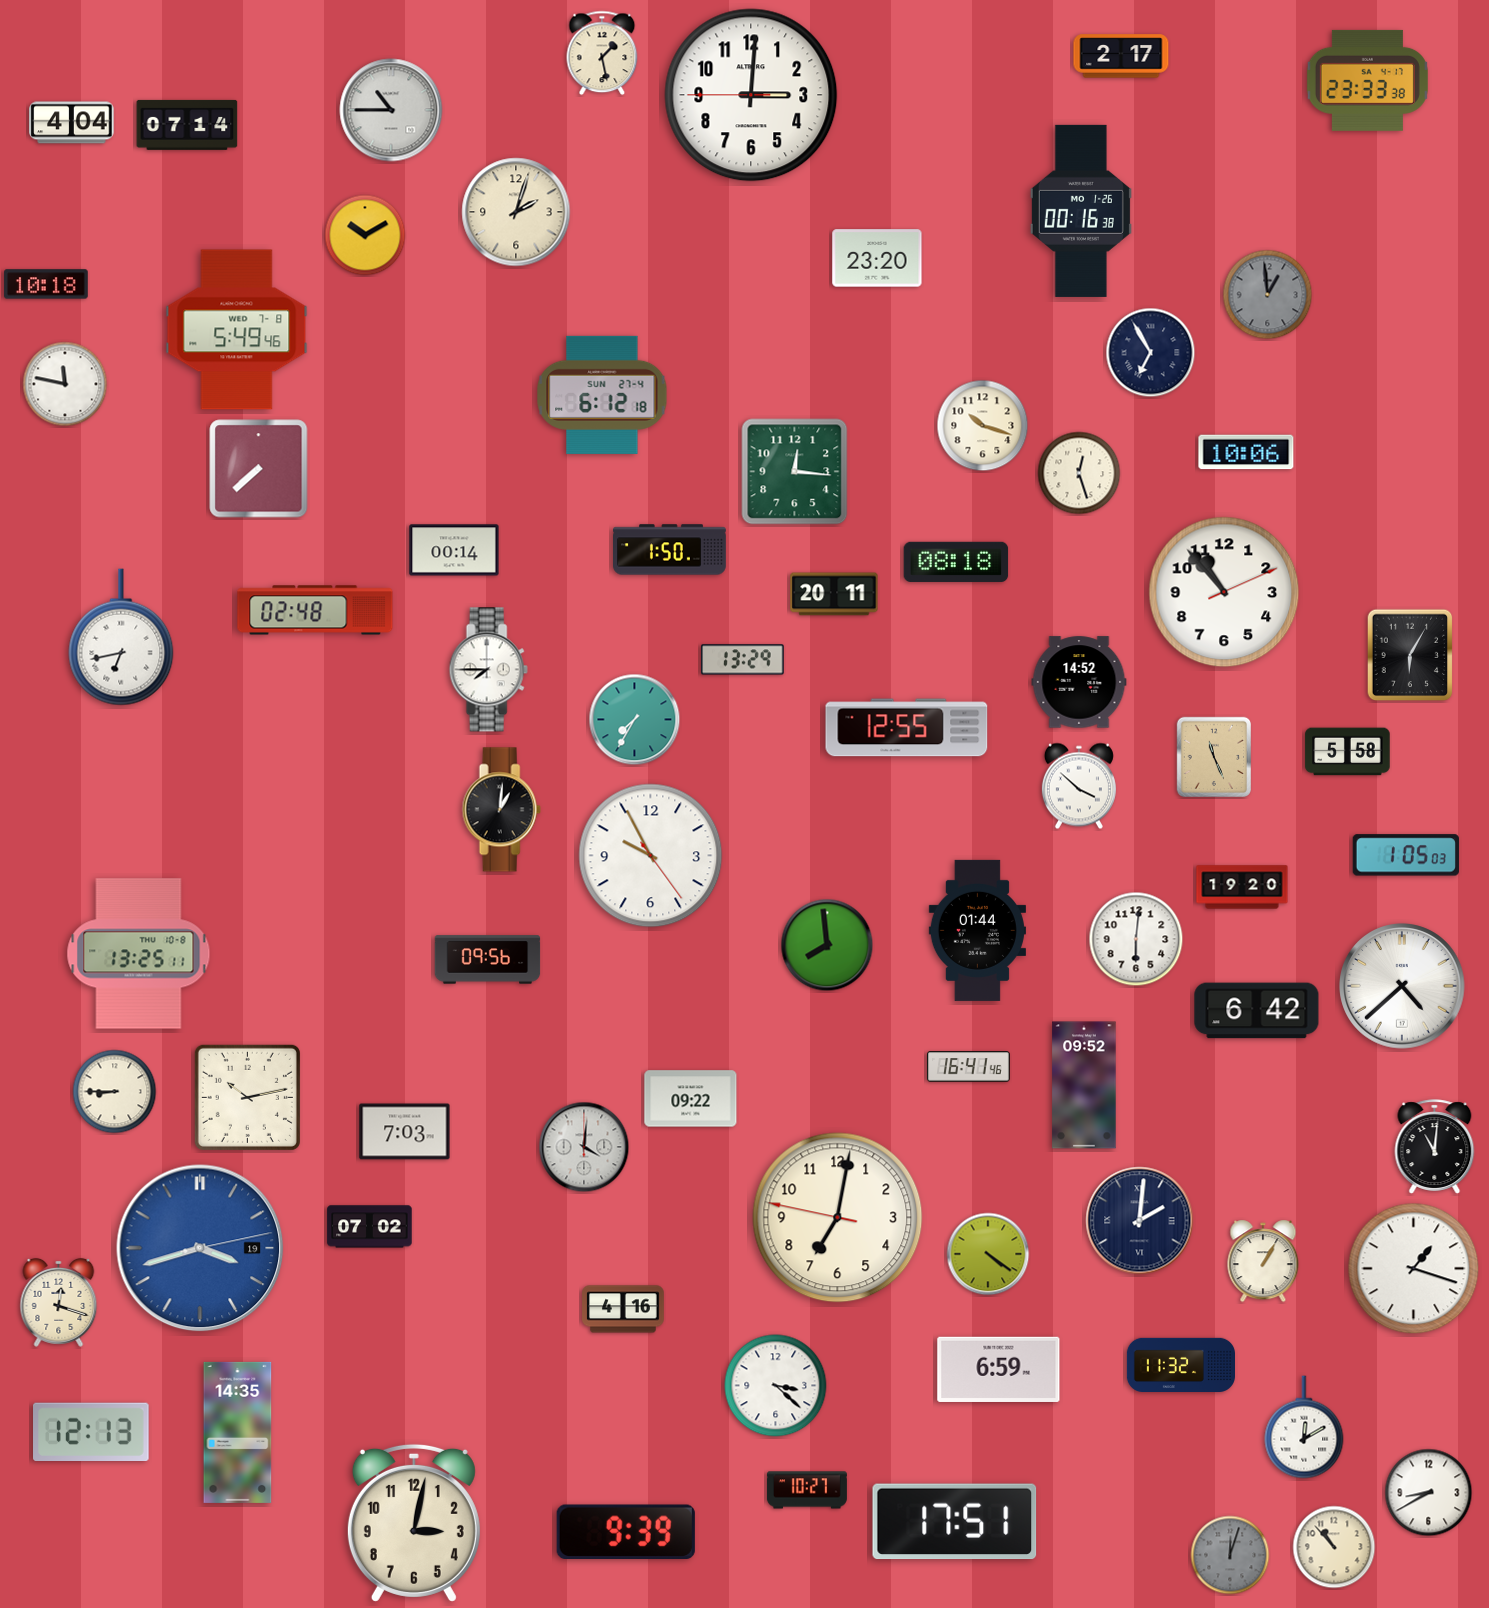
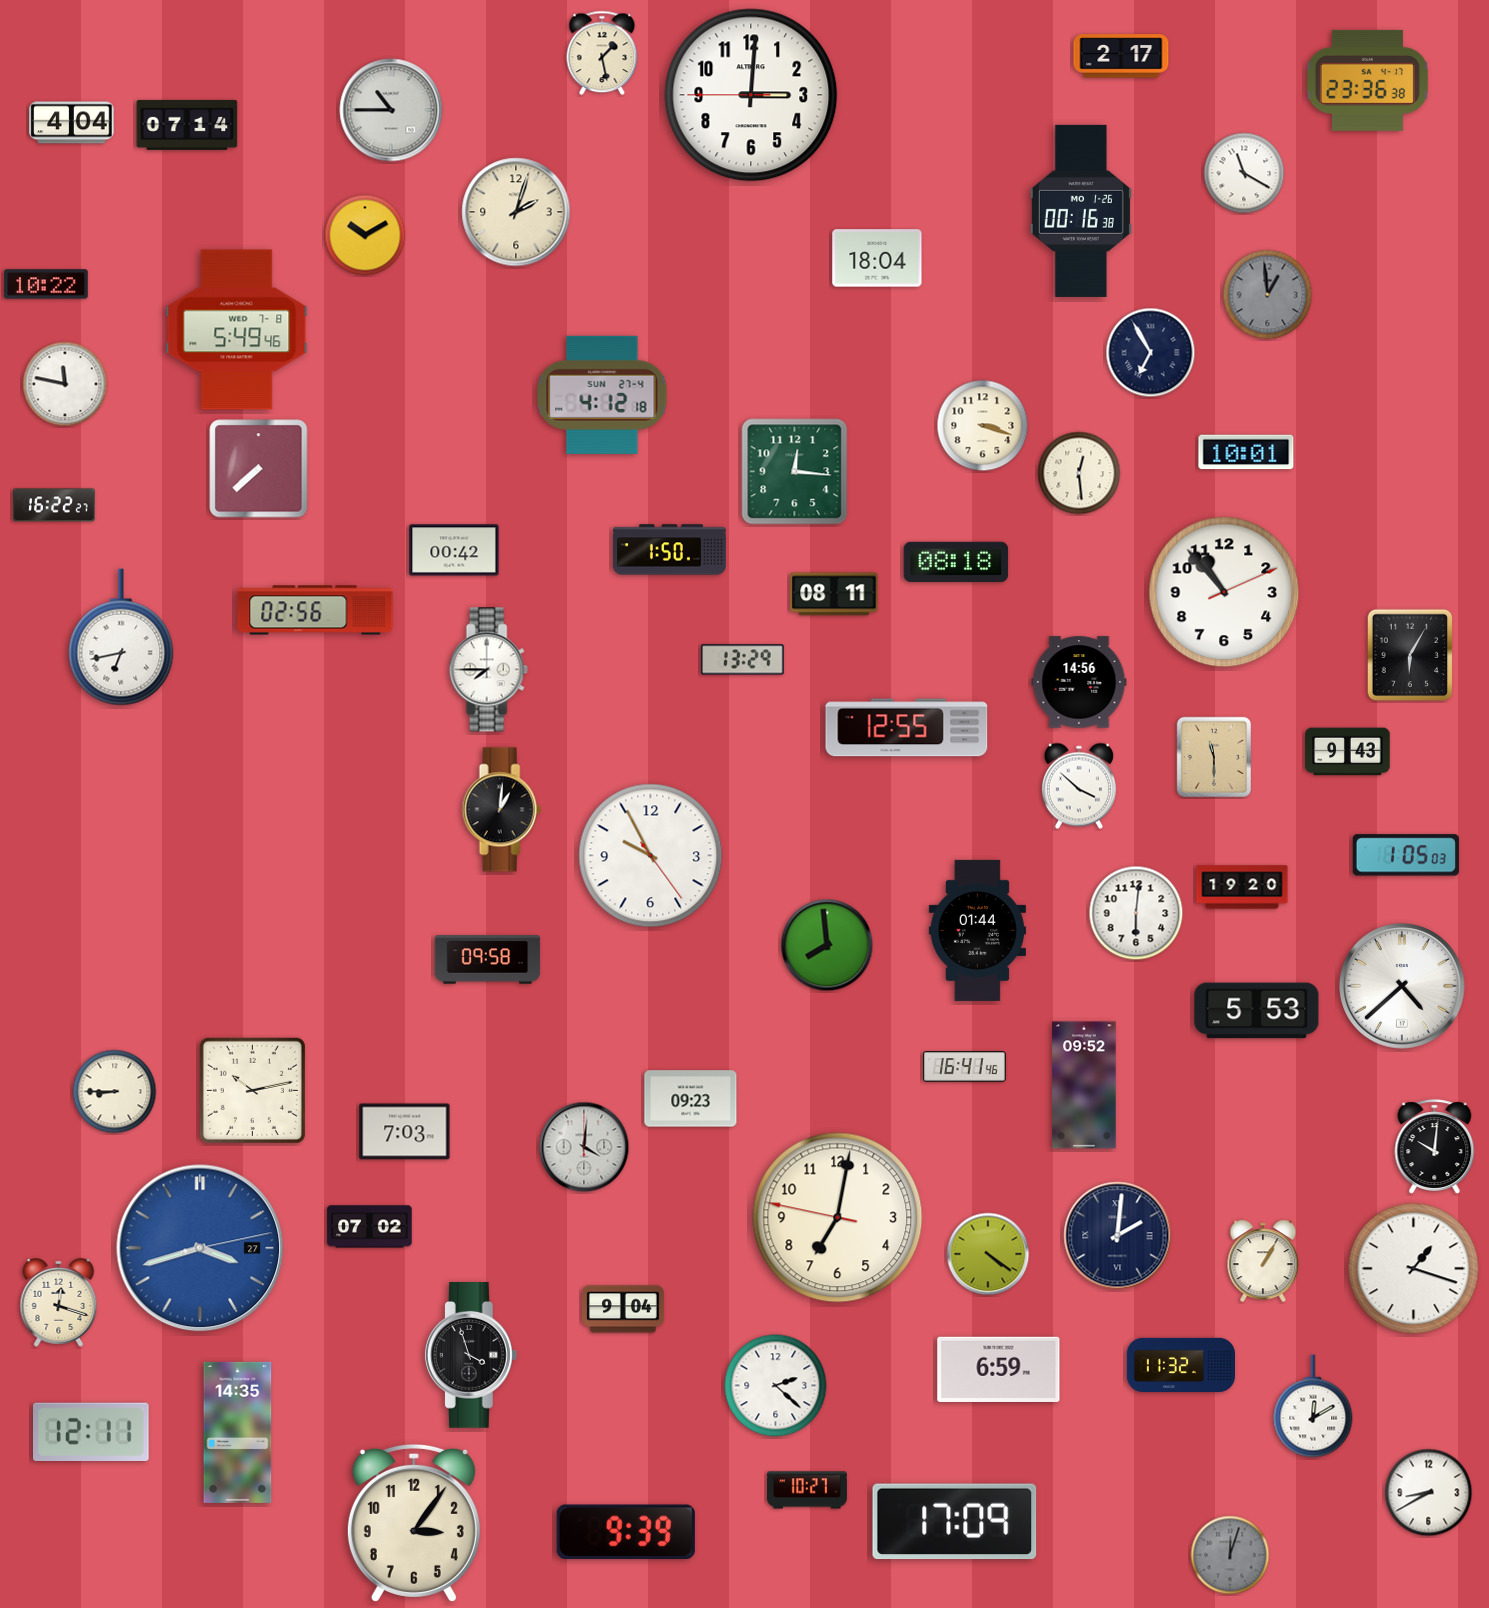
clock at (1367, 80): 23:33 -> 23:36
clock at (1244, 173): none -> 11:20
clock at (877, 258): 23:20 -> 18:04
clock at (46, 284): 10:18 -> 10:22
clock at (602, 395): 6:12 -> 4:12
clock at (983, 426): 10:18 -> 3:18
clock at (1246, 452): 10:06 -> 10:01
clock at (1079, 473): 12:27 -> 12:29
clock at (55, 505): none -> 16:22
clock at (454, 550): 00:14 -> 00:42
clock at (834, 594): 20:11 -> 08:11
clock at (315, 610): 02:48 -> 02:56
clock at (1079, 682): 14:52 -> 14:56
clock at (635, 720): 7:35 -> none
clock at (1348, 752): 5:58 -> 9:43
clock at (1213, 757): 11:26 -> 11:30
clock at (1136, 939) position: (1136, 939) -> (1136, 913)
clock at (139, 954): 13:25 -> none
clock at (488, 960): 09:56 -> 09:58
clock at (1257, 1011): 6:42 -> 5:53
clock at (969, 1067) position: (969, 1067) -> (965, 1067)
clock at (247, 1097) position: (247, 1097) -> (252, 1090)
clock at (691, 1099): 09:22 -> 09:23
clock at (1435, 1147): 11:01 -> 10:01
clock at (1140, 1221) position: (1140, 1221) -> (1118, 1236)
clock at (200, 1248) date: 19 -> 27
clock at (623, 1309): 4:16 -> 9:04
clock at (471, 1356): none -> 3:57
clock at (776, 1386): 3:22 -> 2:22
clock at (1304, 1427) position: (1304, 1427) -> (1313, 1406)
clock at (92, 1431): 12:13 -> 12:11
clock at (955, 1522): 17:51 -> 17:09
clock at (414, 1523): 3:02 -> 3:06
clock at (1334, 1547): 10:53 -> none
